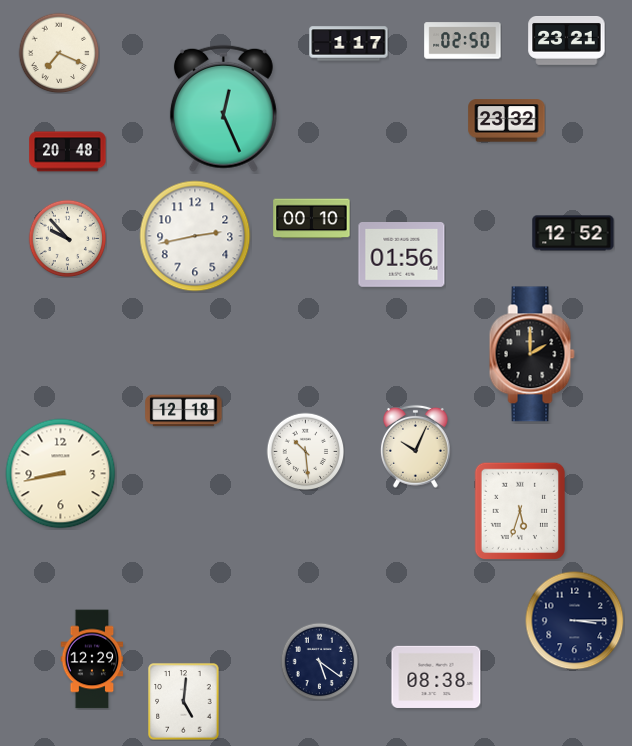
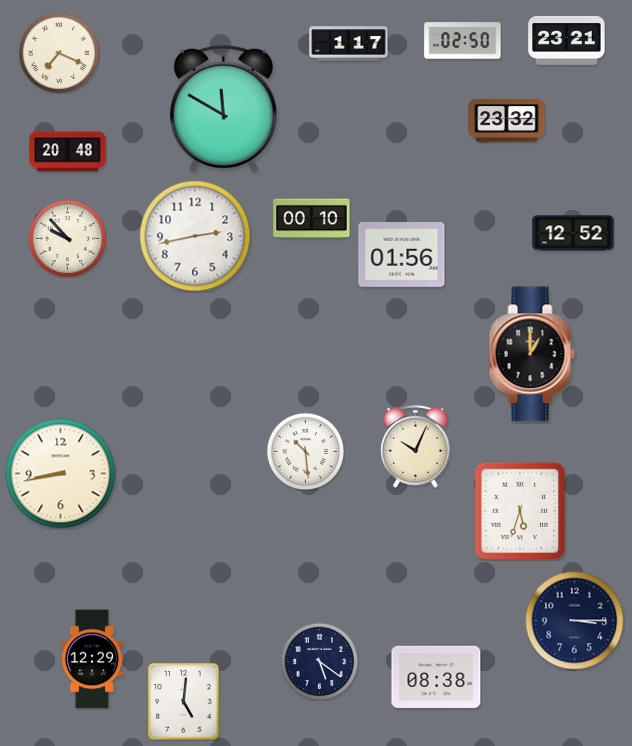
clock at (223, 108): 12:26 -> 11:50
clock at (532, 354): 2:00 -> 1:00
clock at (184, 411): 12:18 -> none
